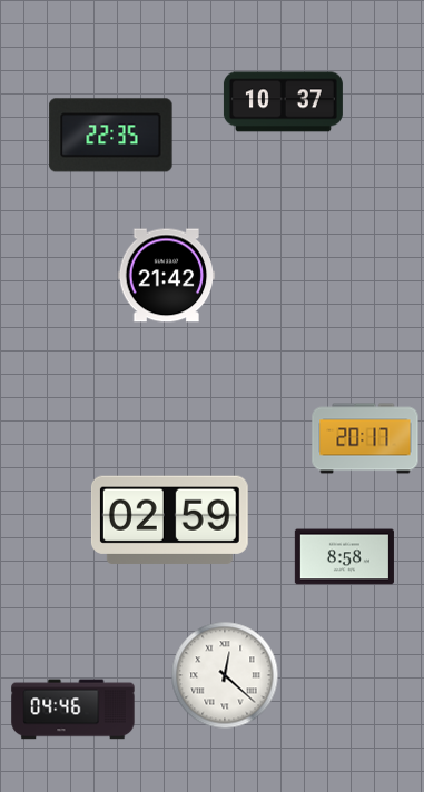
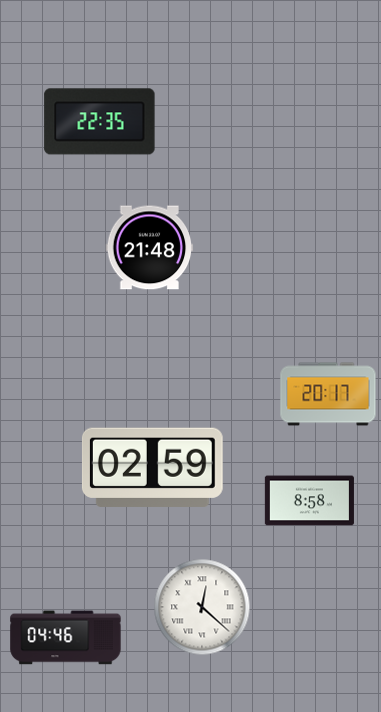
clock at (283, 102): 10:37 -> none
clock at (167, 276): 21:42 -> 21:48
